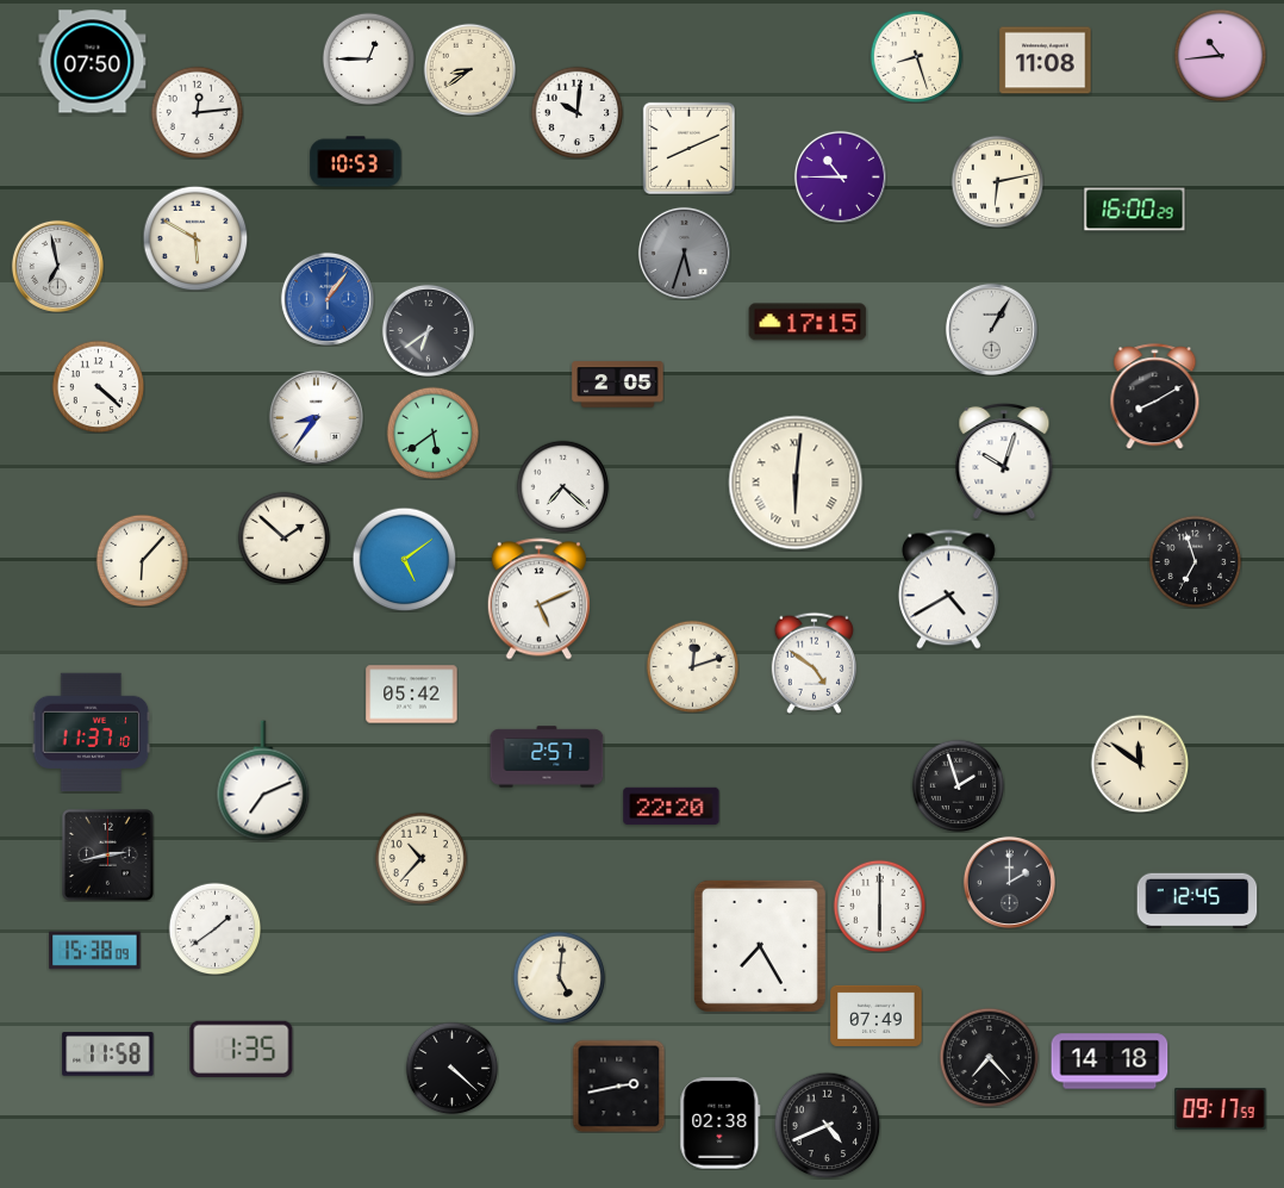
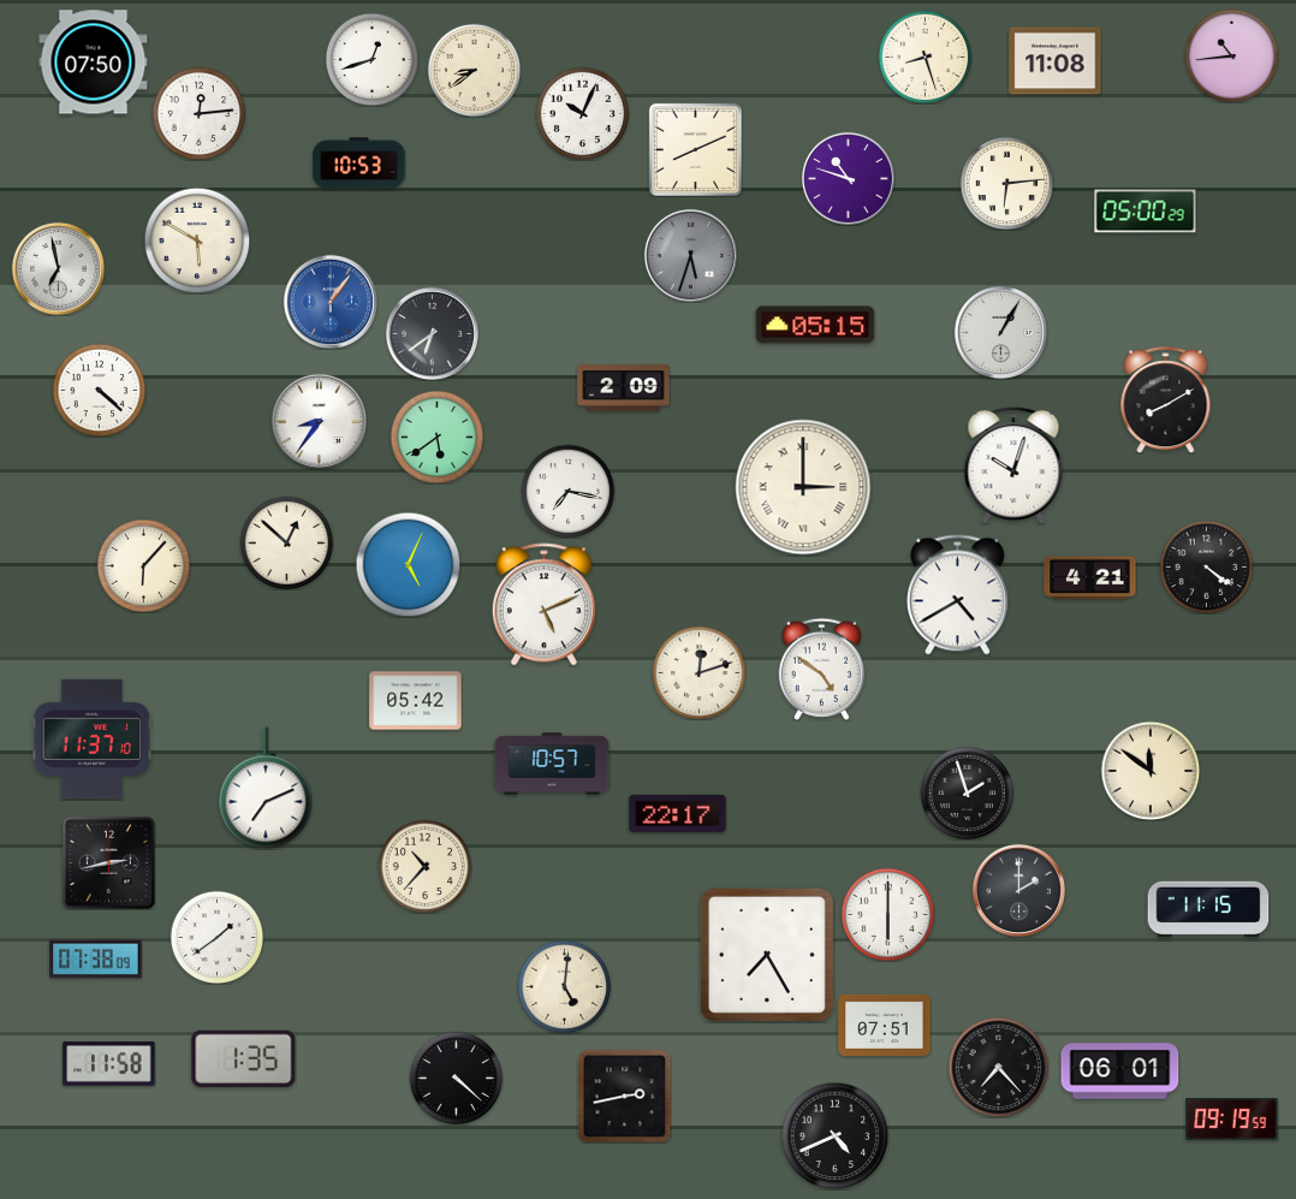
clock at (368, 58): 12:45 -> 12:42
clock at (576, 112): 10:01 -> 10:04
clock at (840, 176): 10:45 -> 10:48
clock at (997, 181): 6:13 -> 6:14
clock at (1135, 210): 16:00 -> 05:00
clock at (808, 322): 17:15 -> 05:15
clock at (618, 385): 2:05 -> 2:09
clock at (796, 483): 6:01 -> 3:00
clock at (562, 486): 7:22 -> 7:17
clock at (283, 537): 1:52 -> 12:52
clock at (404, 559): 5:09 -> 5:04
clock at (1195, 561): 6:57 -> 4:21
clock at (1090, 578): none -> 4:21
clock at (547, 757): 2:57 -> 10:57
clock at (672, 807): 22:20 -> 22:17
clock at (1197, 901): 12:45 -> 11:15
clock at (95, 951): 15:38 -> 07:38
clock at (877, 1015): 07:49 -> 07:51
clock at (1110, 1062): 14:18 -> 06:01
clock at (1221, 1108): 09:17 -> 09:19
clock at (721, 1124): 02:38 -> none
